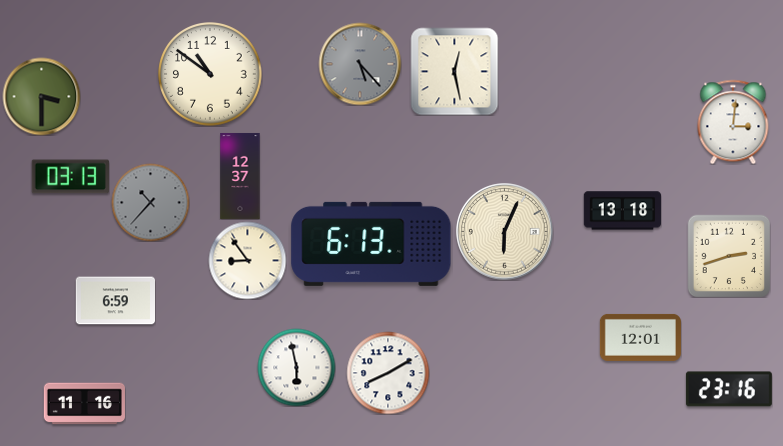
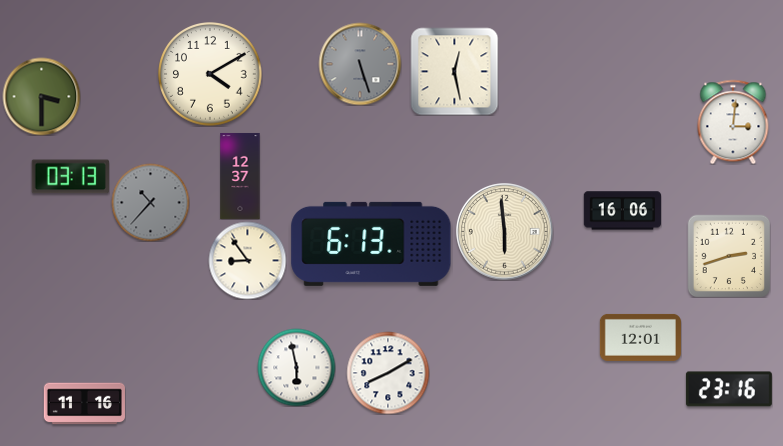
clock at (360, 64): 5:23 -> 5:27
clock at (211, 75): 10:51 -> 4:10
clock at (622, 211): 13:18 -> 16:06
clock at (505, 232): 6:04 -> 5:59
clock at (115, 301): 6:59 -> none
